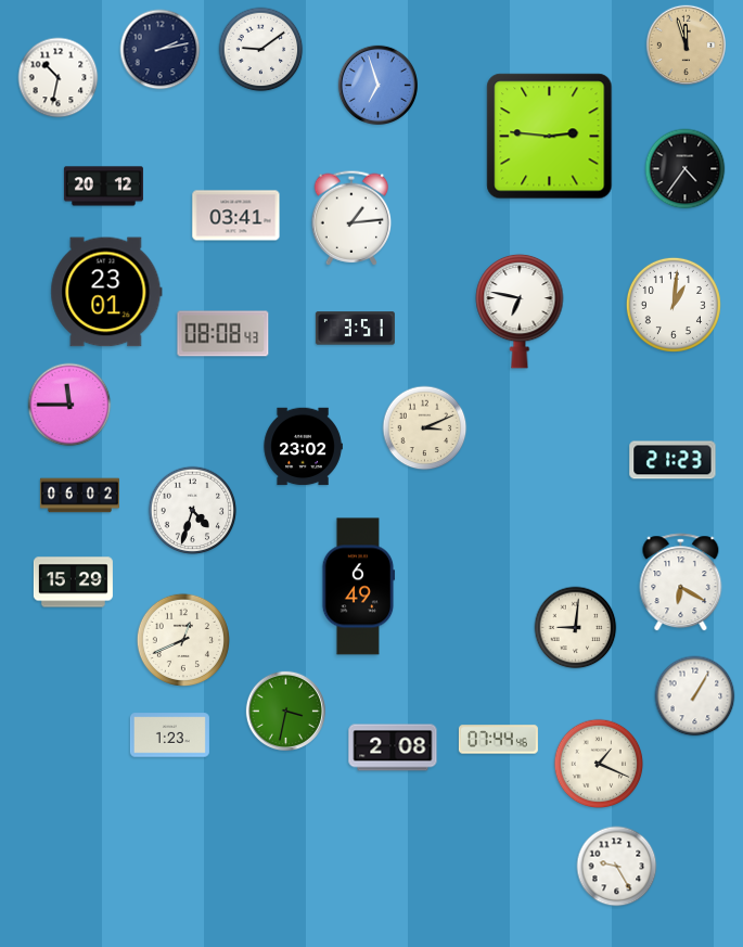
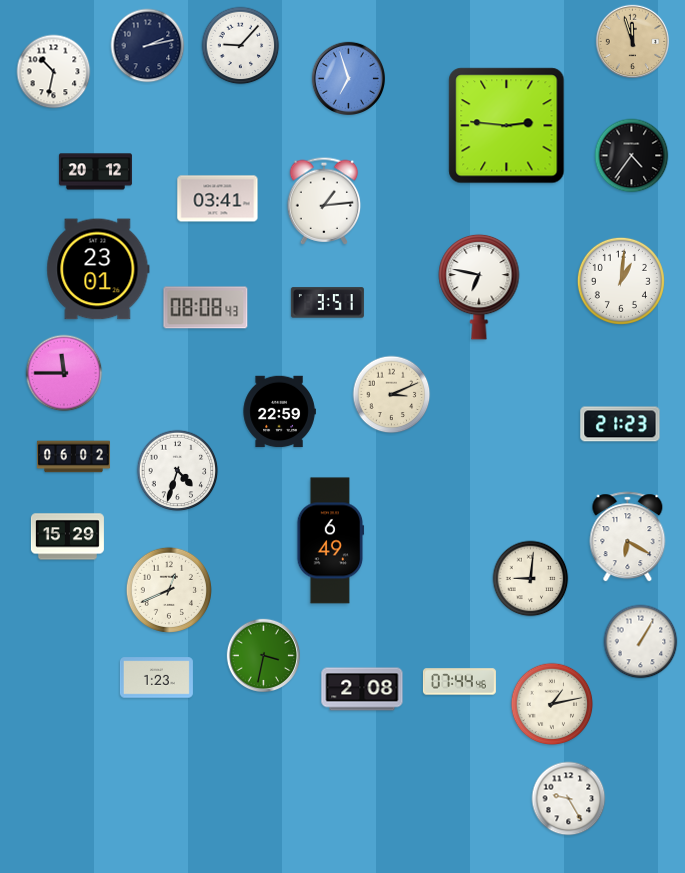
clock at (261, 50): 9:09 -> 9:07
clock at (303, 447): 23:02 -> 22:59
clock at (599, 764): 1:19 -> 1:13
